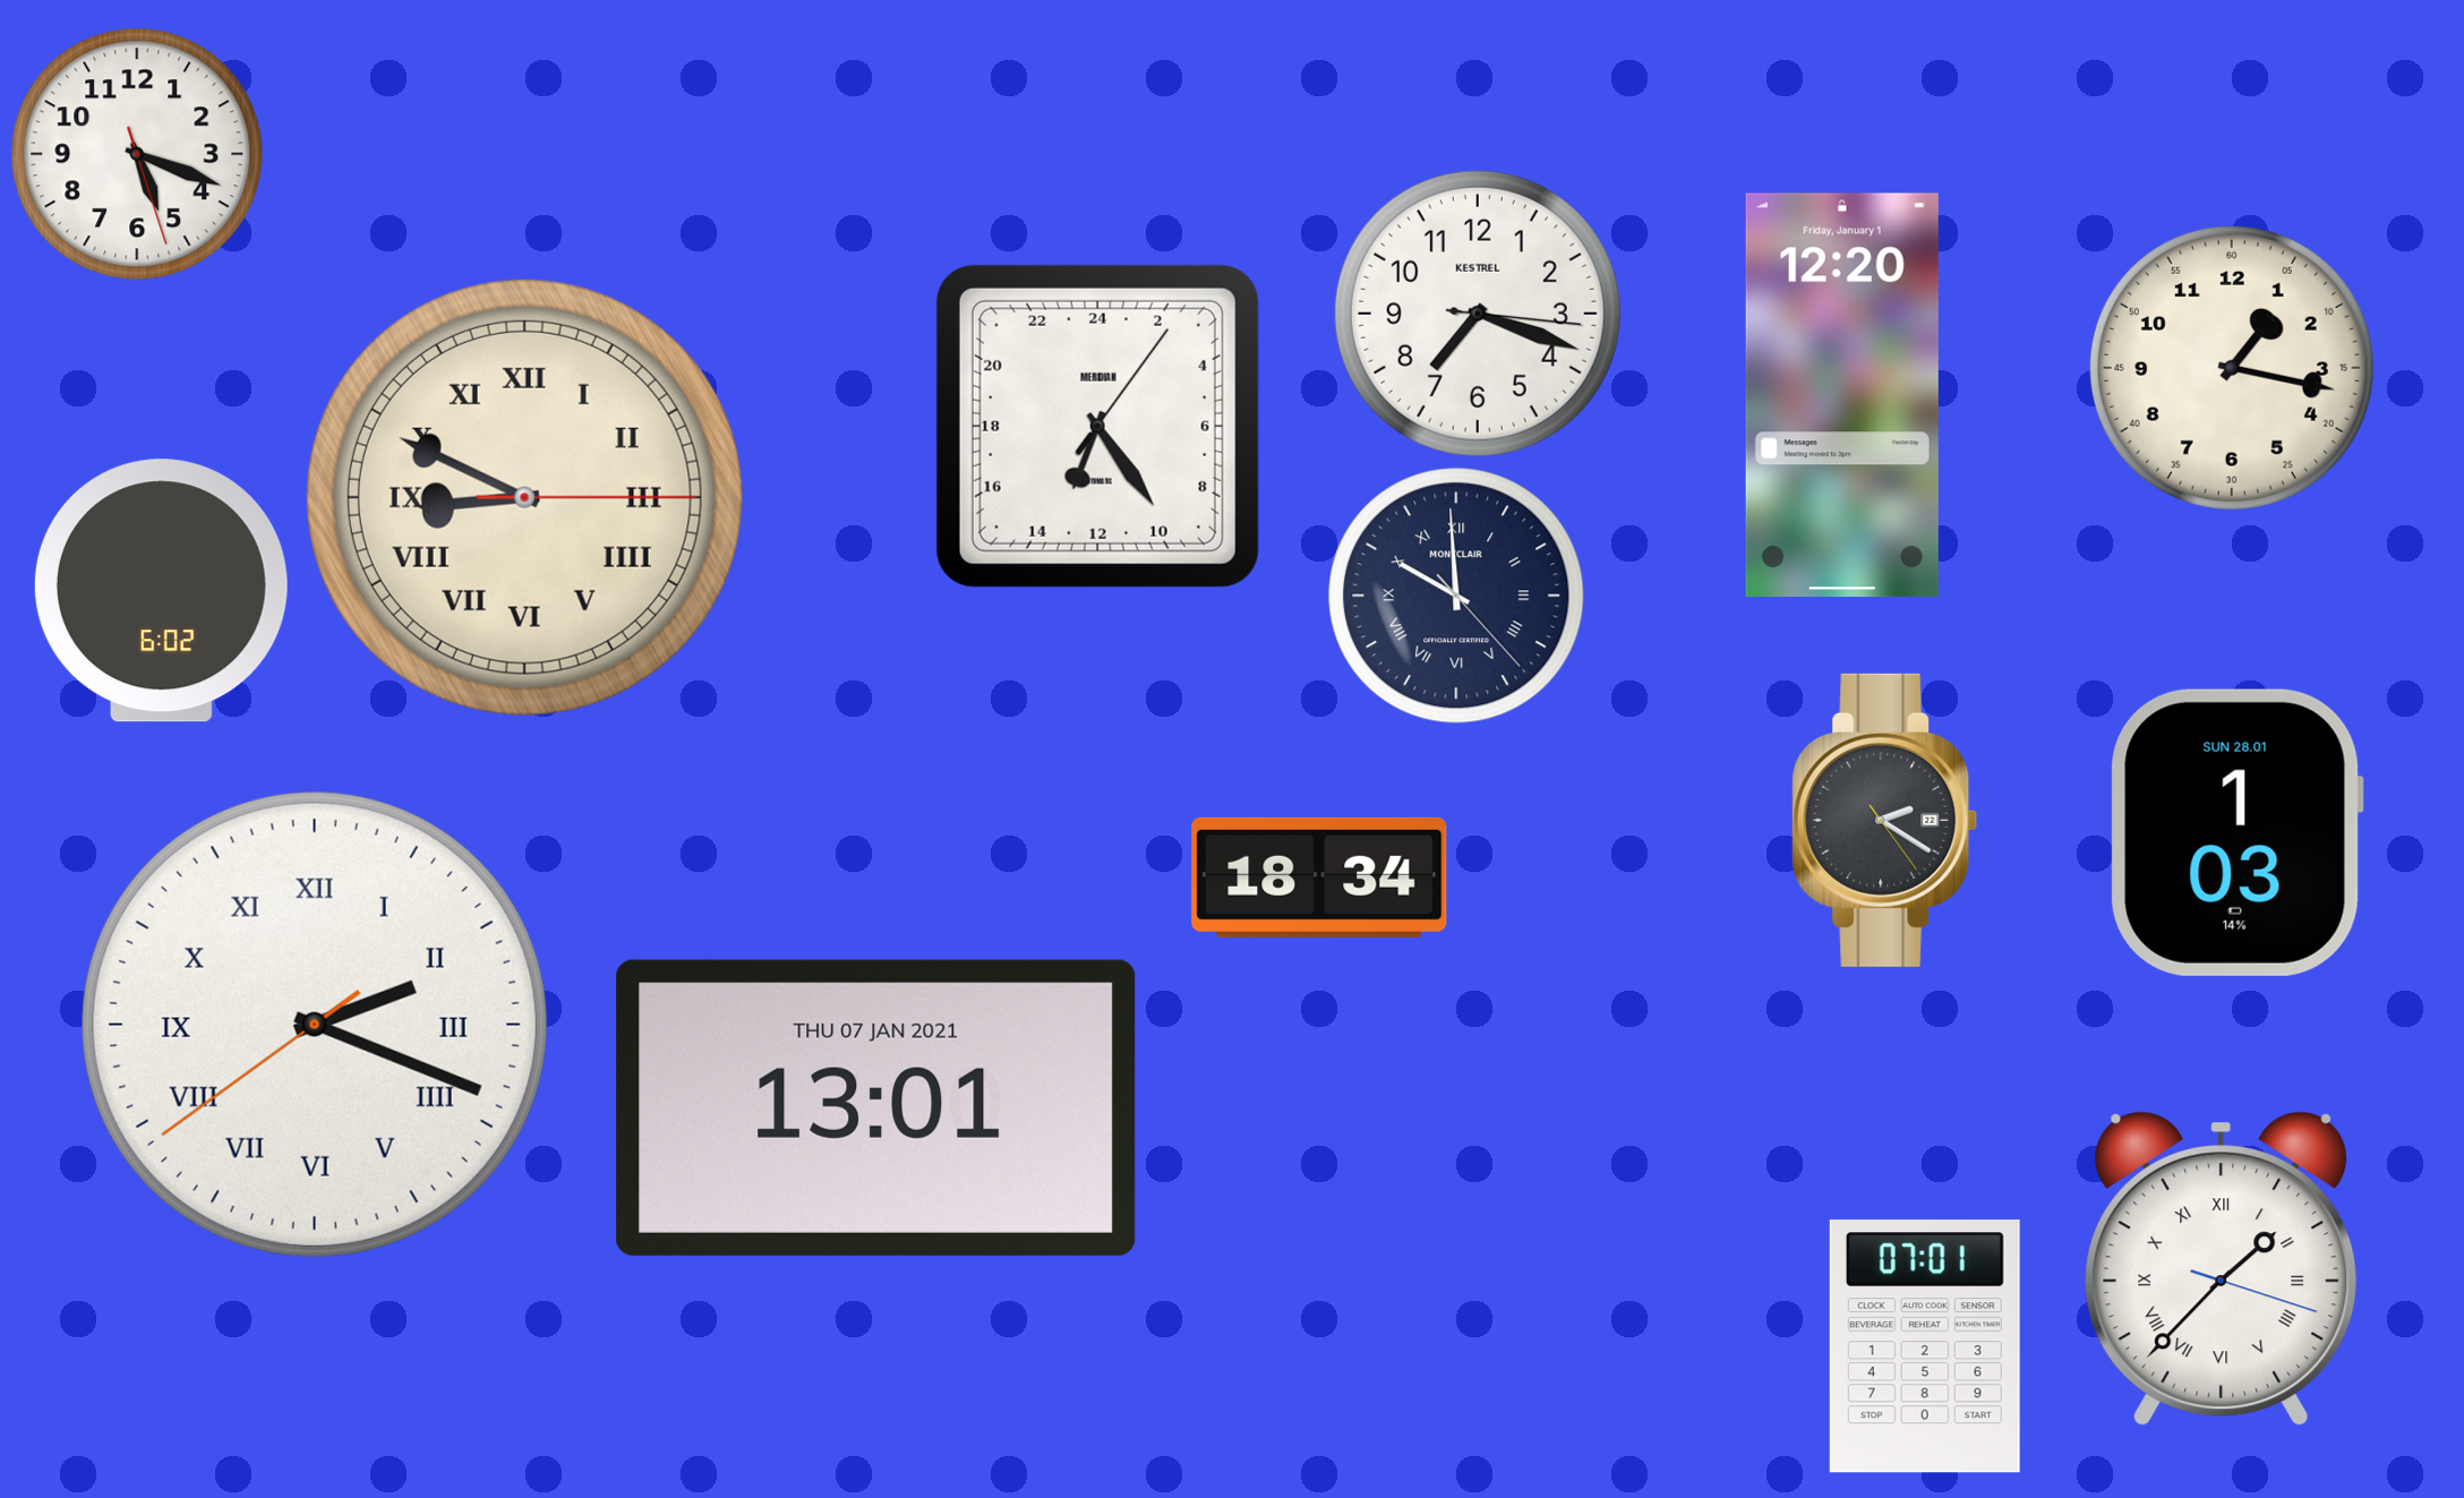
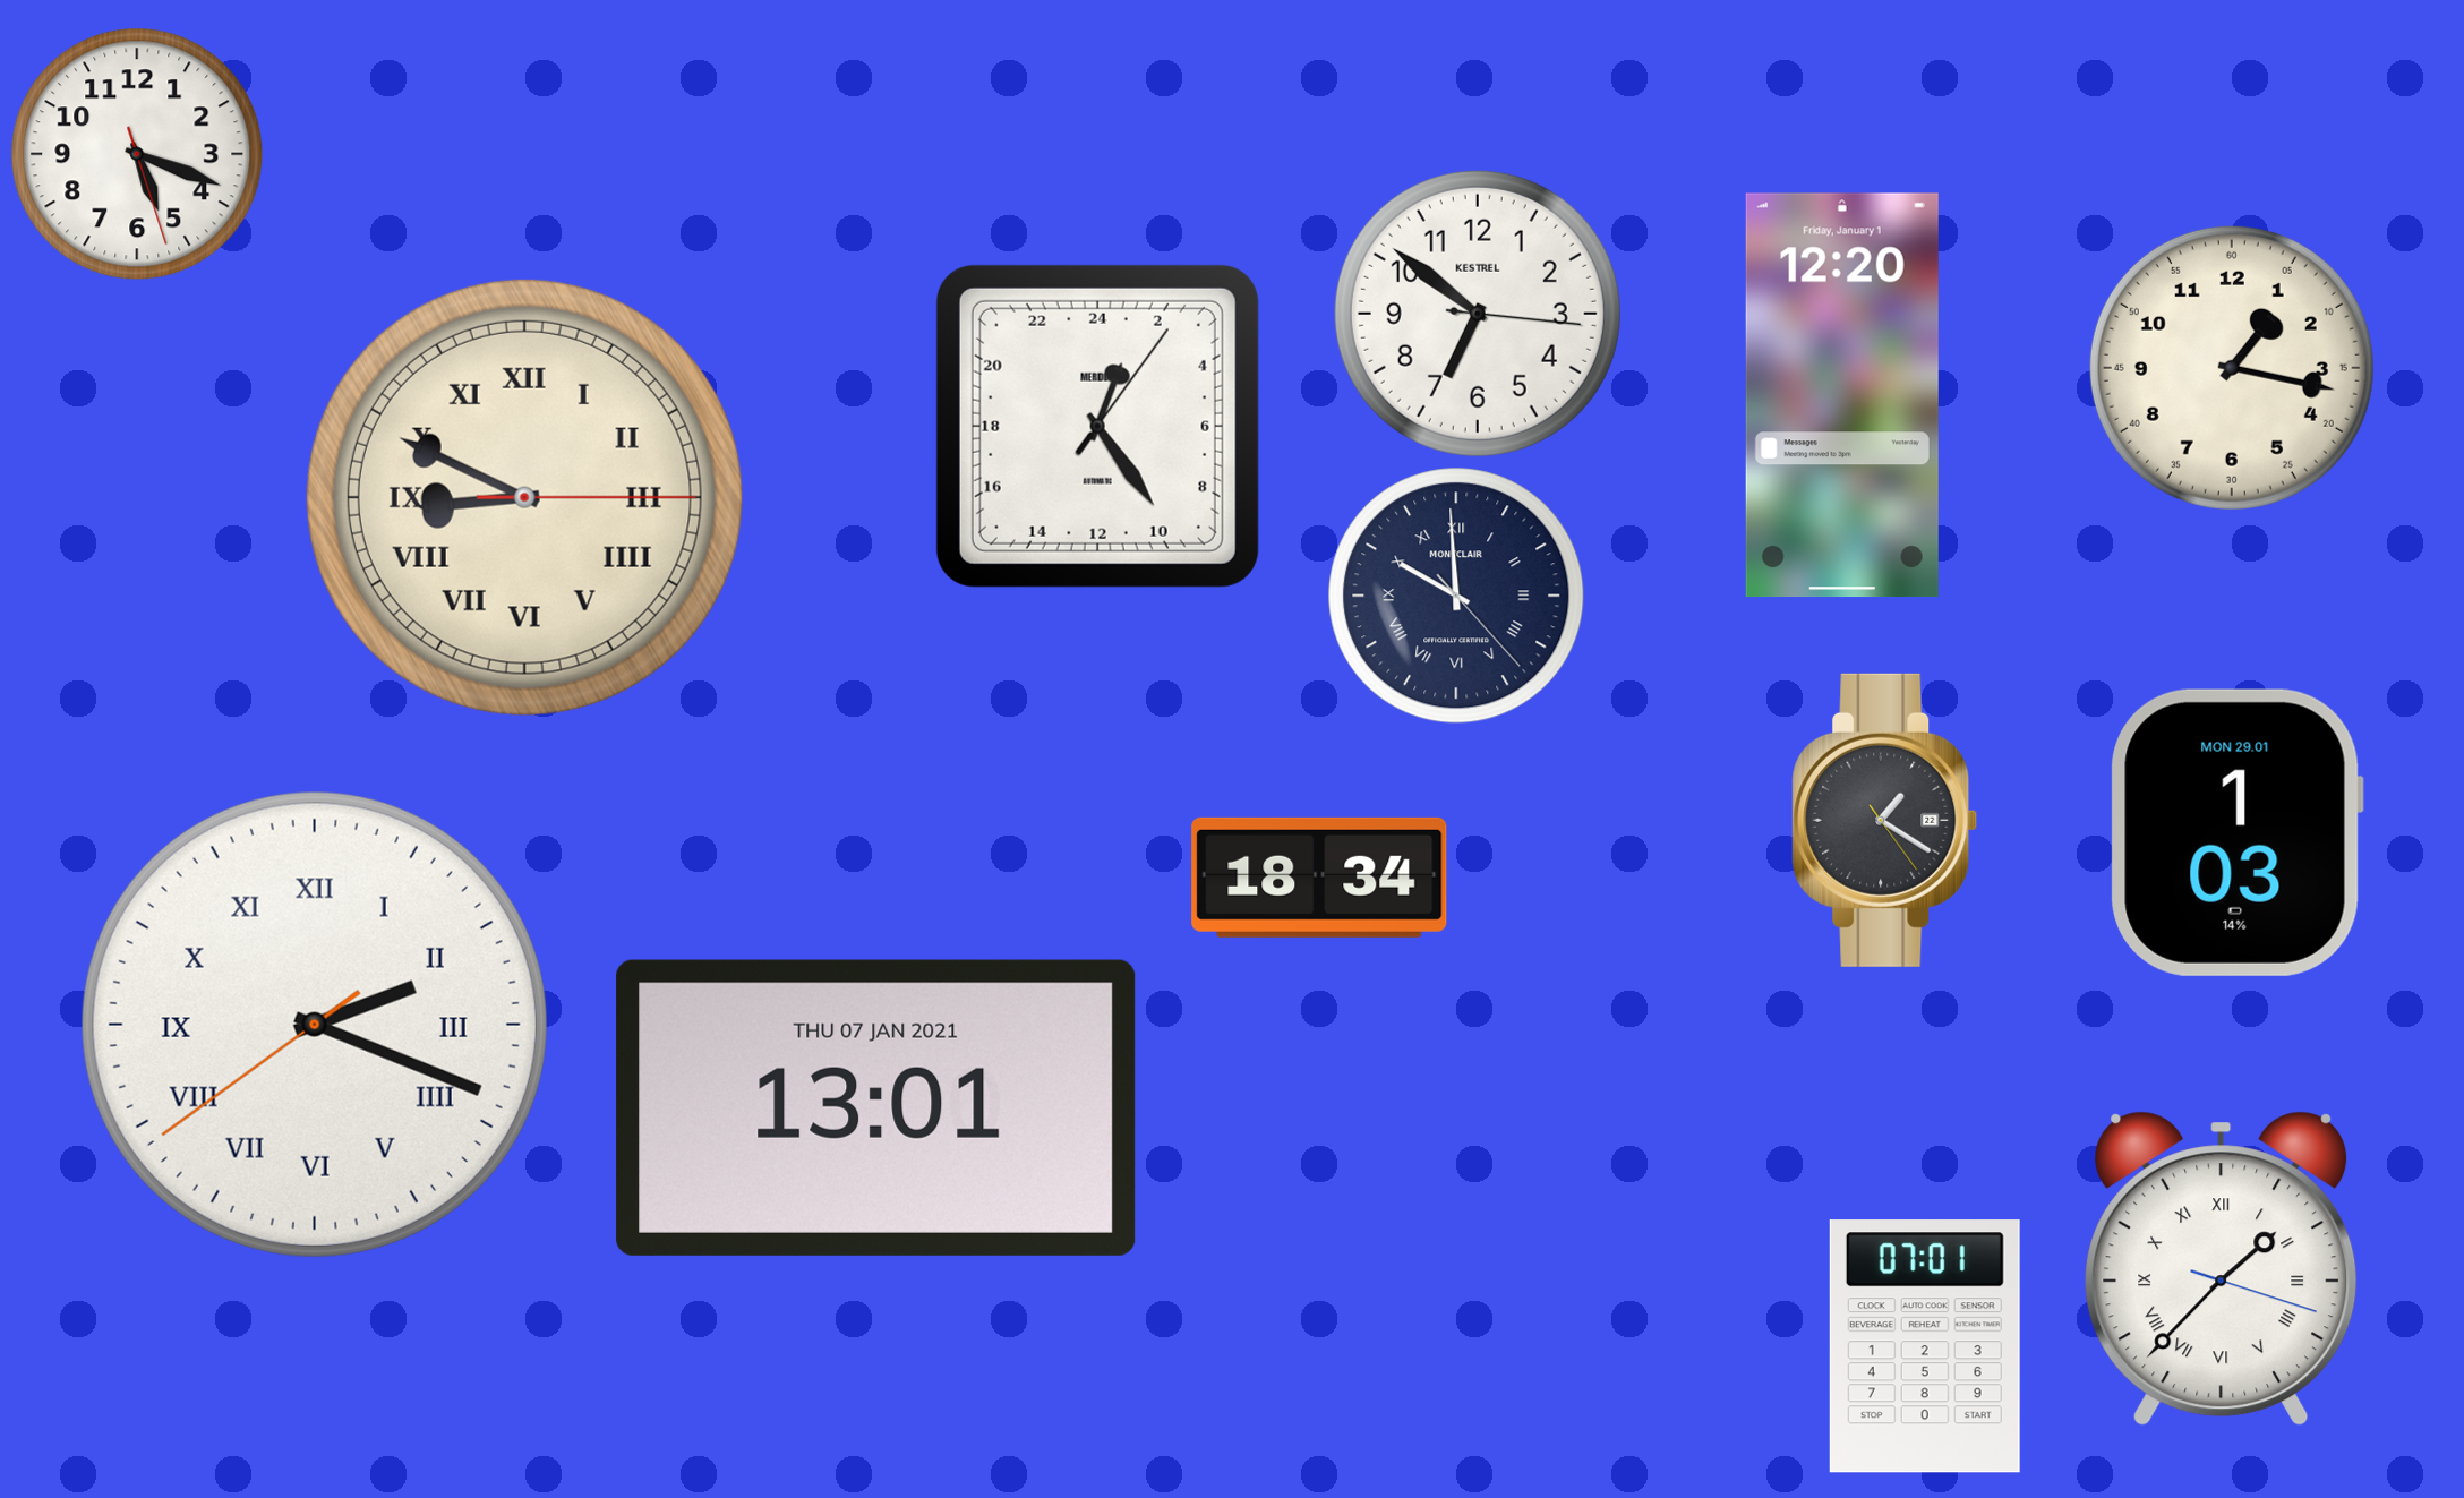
clock at (1478, 314): 7:18 -> 6:51
clock at (1097, 426): 13:24 -> 1:24
clock at (161, 591): 6:02 -> none
clock at (1885, 820): 2:20 -> 1:20
clock at (2236, 832) date: SUN 28.01 -> MON 29.01
